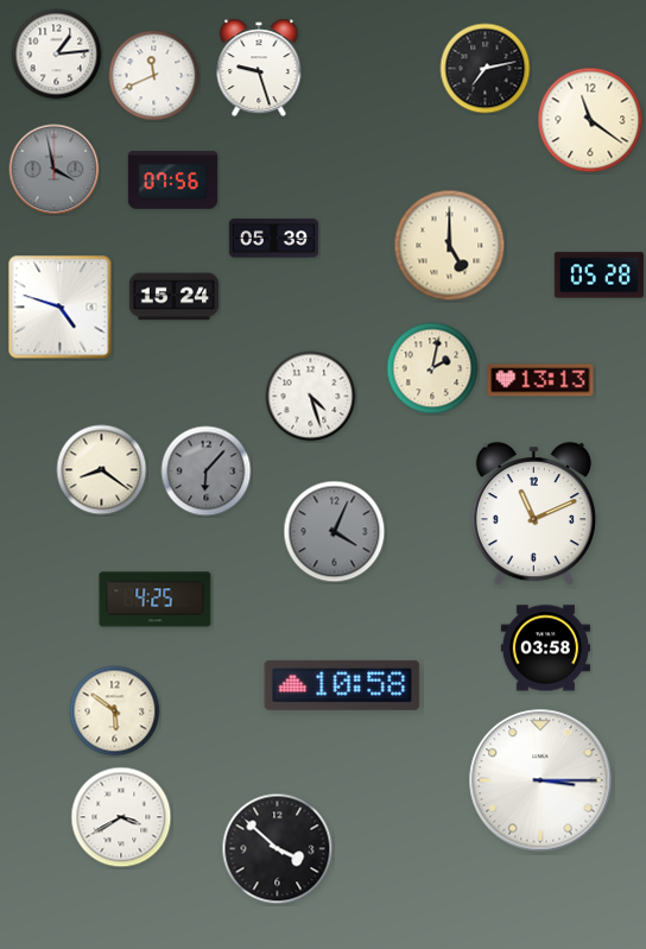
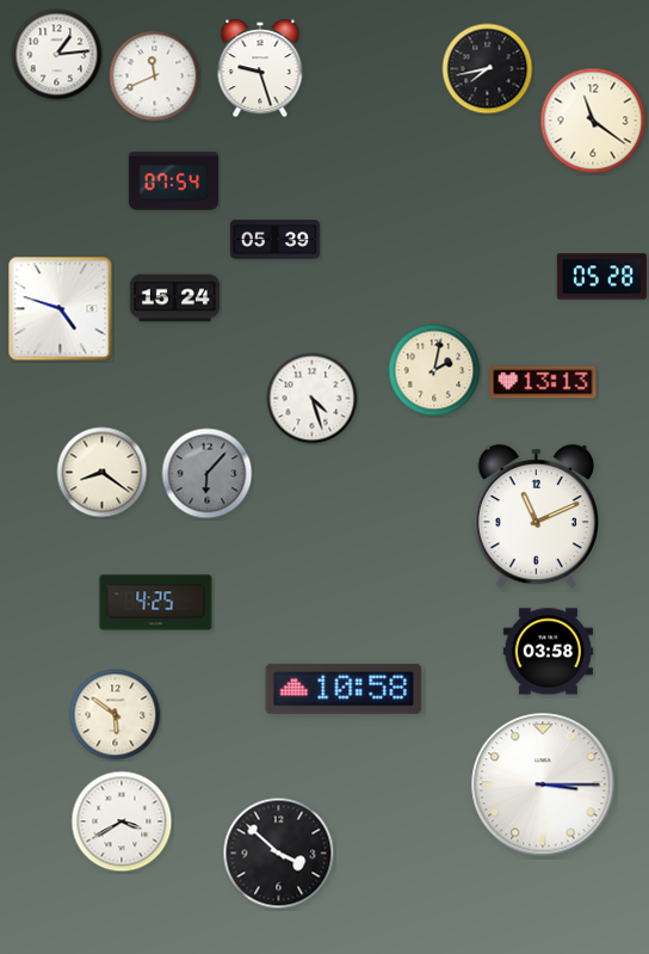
clock at (486, 69): 7:13 -> 7:43
clock at (55, 170): 3:58 -> none
clock at (172, 181): 07:56 -> 07:54
clock at (450, 246): 5:00 -> none
clock at (335, 532): 4:04 -> none
